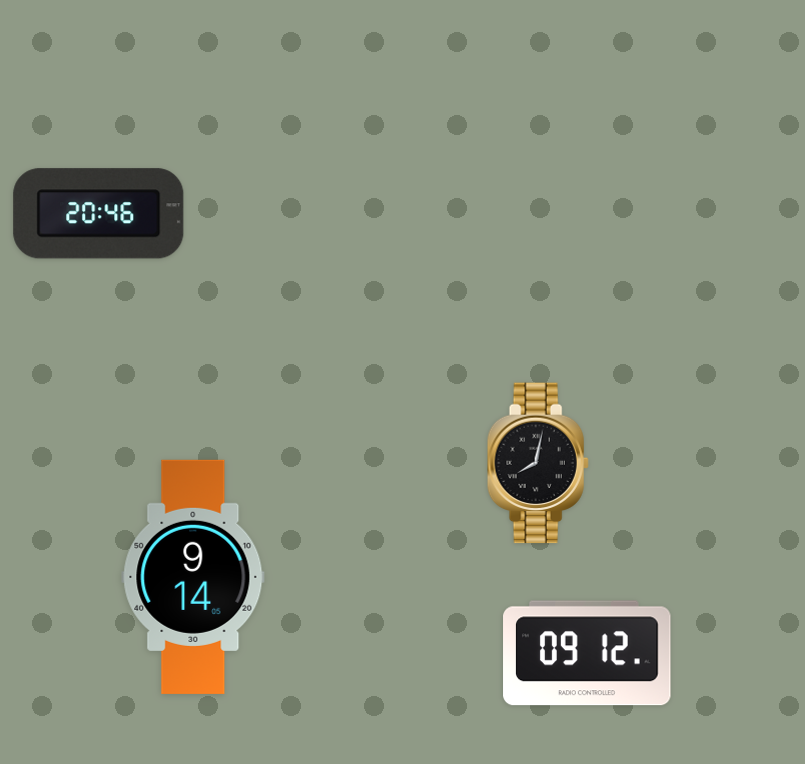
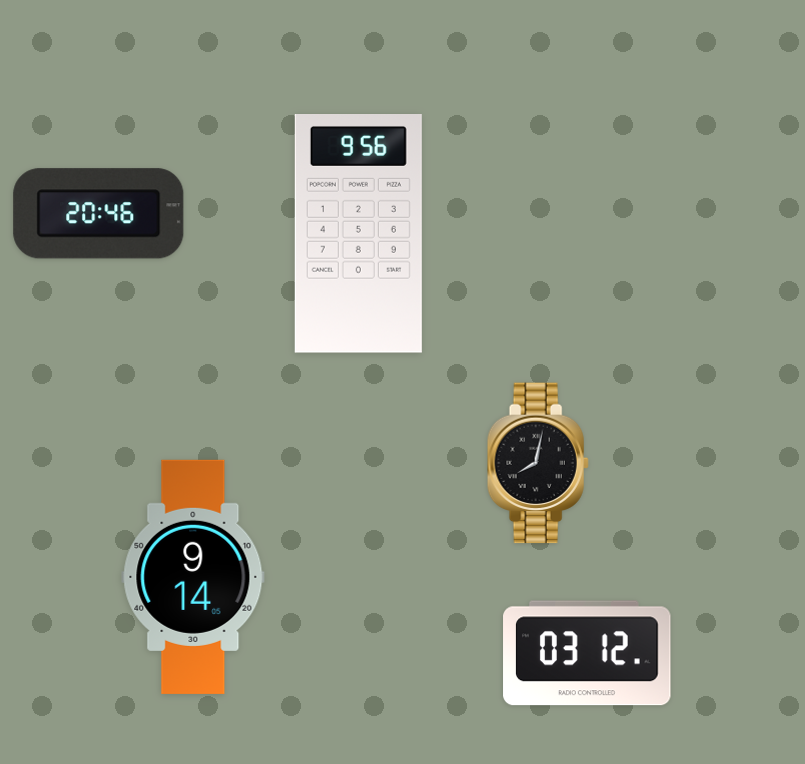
clock at (358, 234): none -> 9:56
clock at (587, 653): 09:12 -> 03:12
